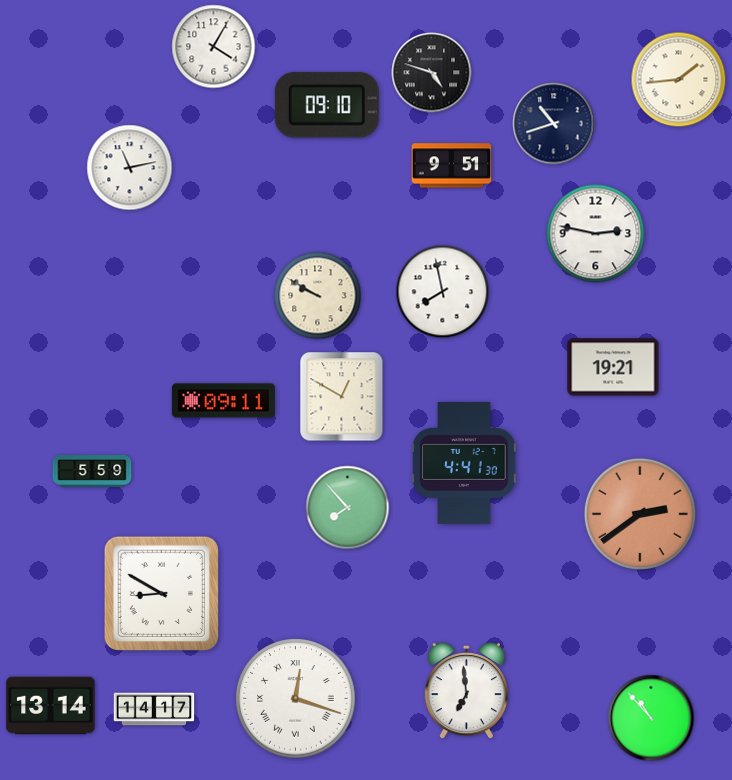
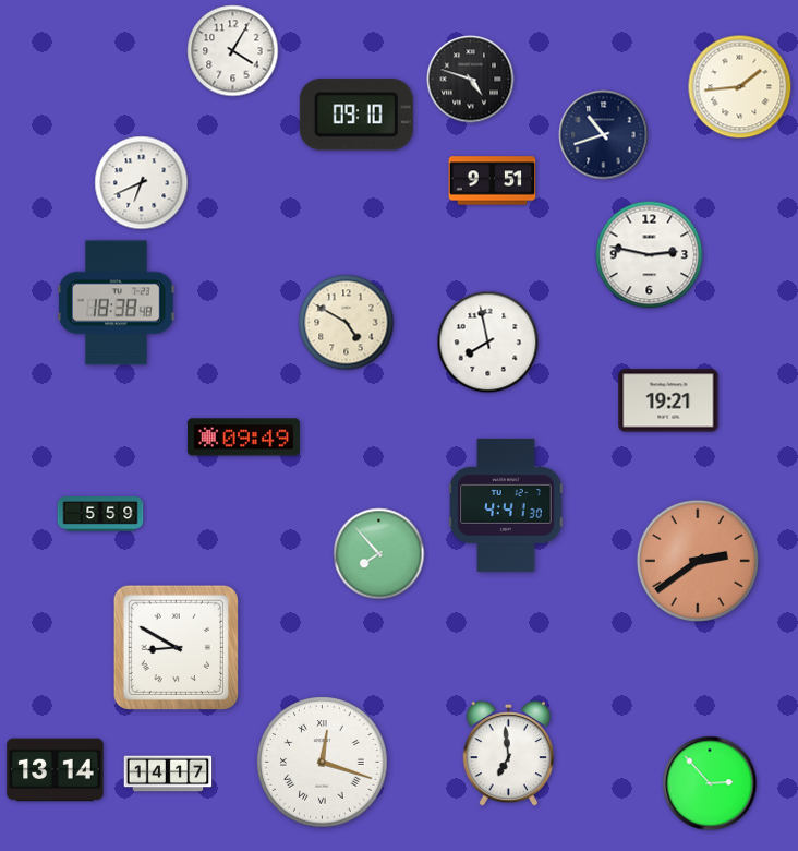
clock at (130, 168): 11:13 -> 6:41
clock at (117, 303): none -> 18:38
clock at (443, 292) position: (443, 292) -> (488, 343)
clock at (318, 296): 9:50 -> 4:50
clock at (342, 397): 12:50 -> none
clock at (223, 401): 09:11 -> 09:49
clock at (651, 718): 10:53 -> 2:53
